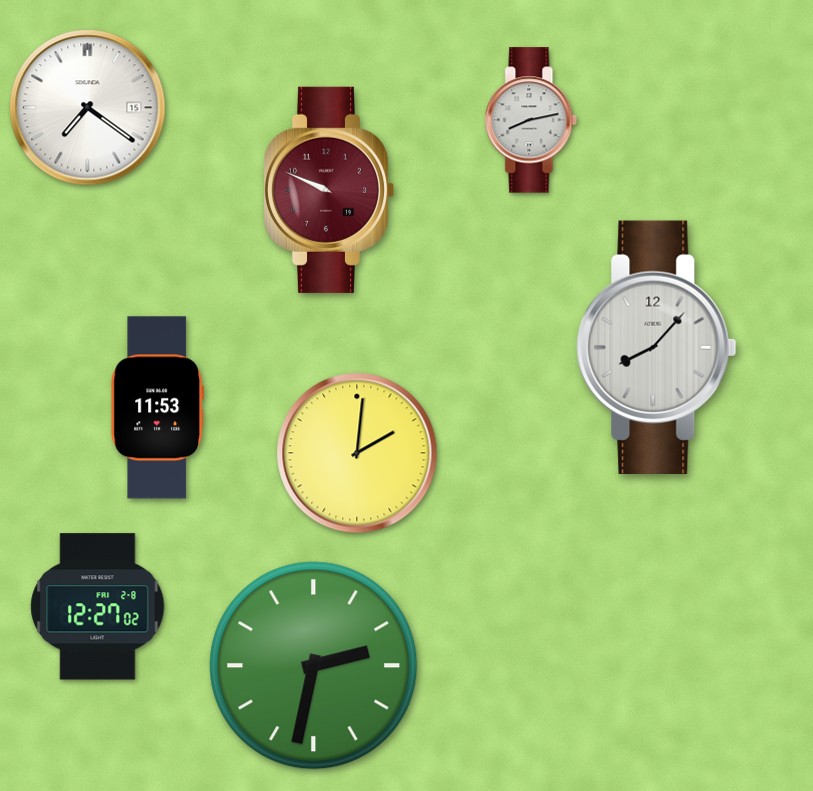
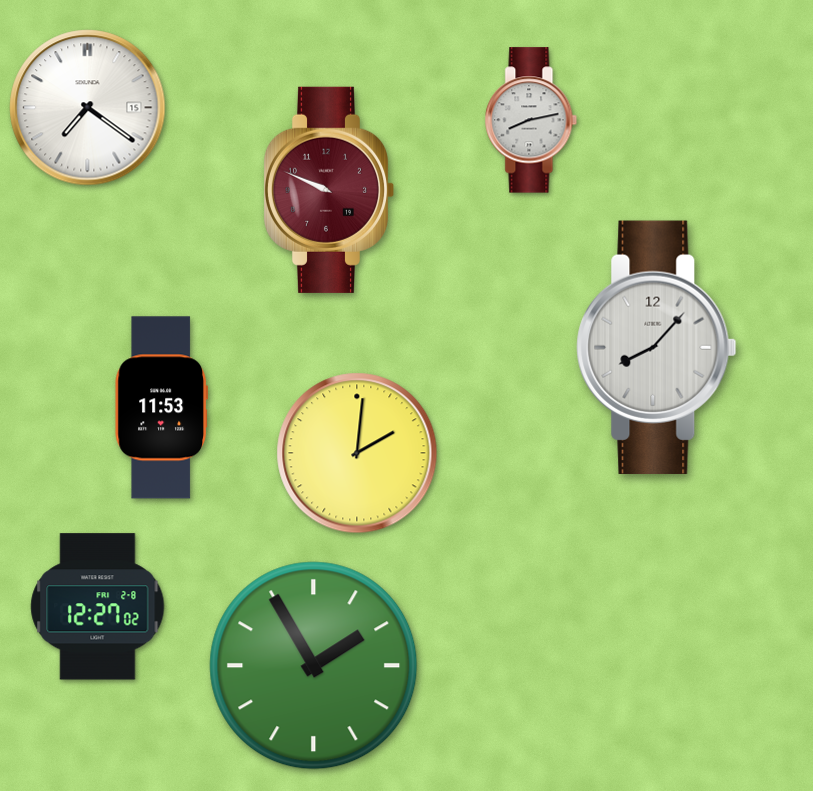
clock at (157, 408) position: (157, 408) -> (161, 408)
clock at (314, 666): 2:32 -> 1:55
